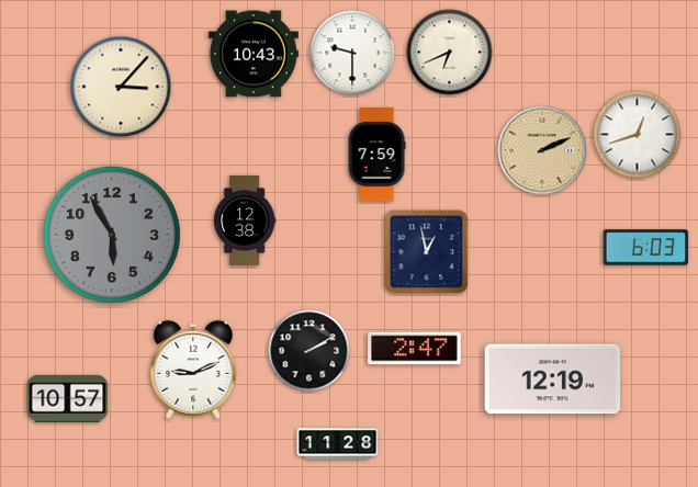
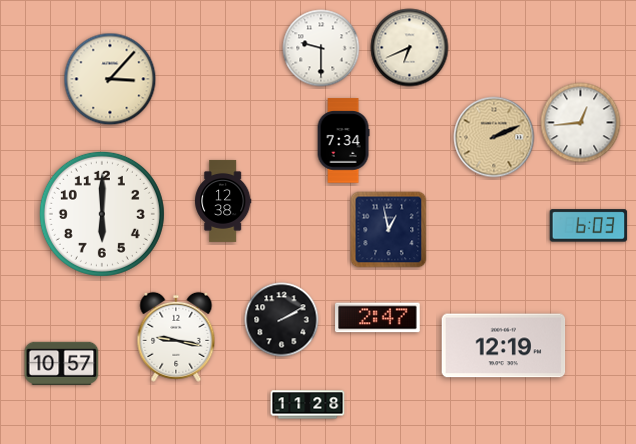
clock at (254, 54): 10:43 -> none
clock at (638, 135): 12:42 -> 12:44
clock at (376, 155): 7:59 -> 7:34
clock at (112, 235): 5:55 -> 6:00
clock at (112, 235) dial: grey -> white
clock at (193, 370): 9:11 -> 9:17
